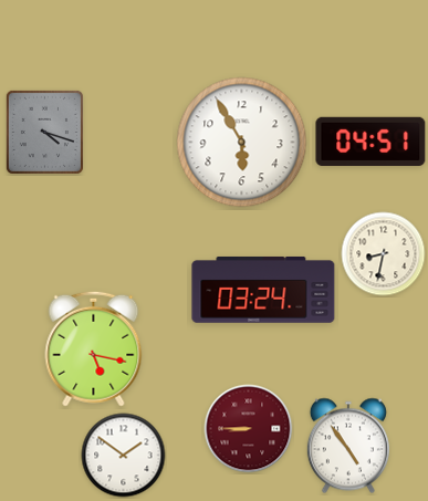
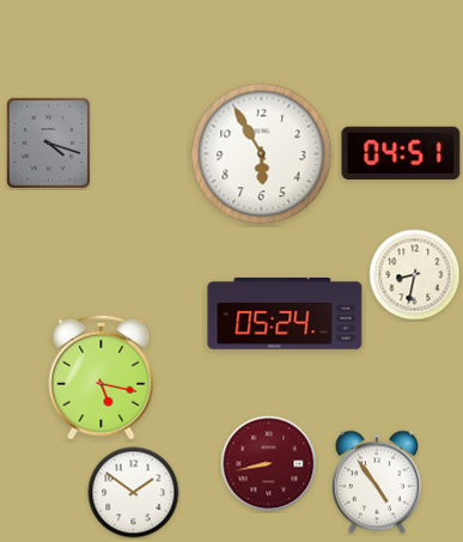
clock at (263, 290): 03:24 -> 05:24
clock at (249, 429): 8:45 -> 8:43
